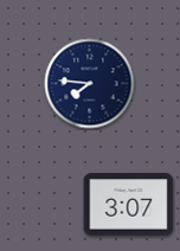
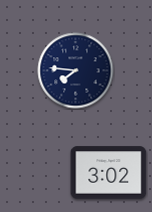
clock at (129, 205): 3:07 -> 3:02
